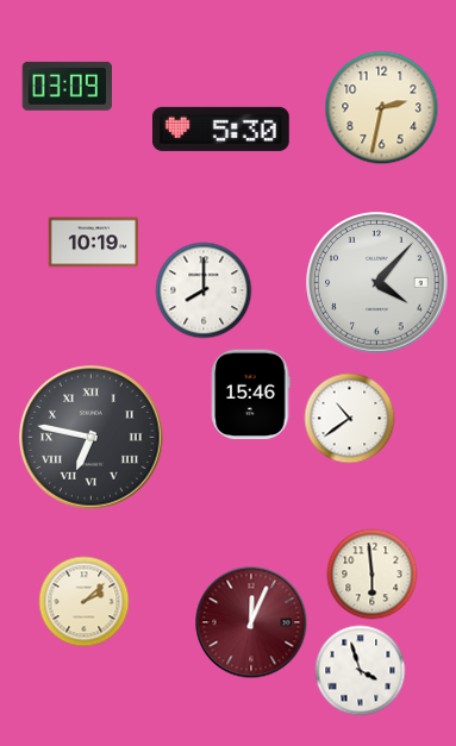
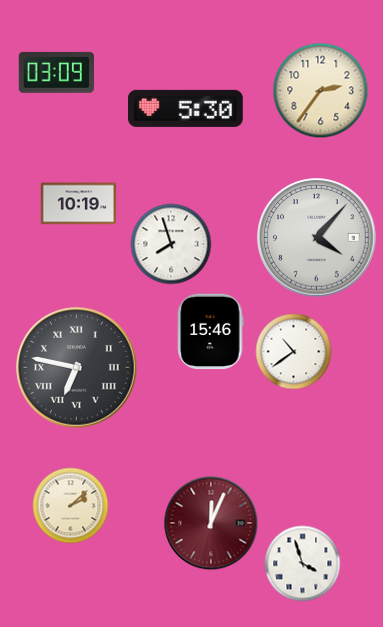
clock at (382, 108): 2:32 -> 2:36
clock at (204, 290): 8:00 -> 7:57
clock at (373, 575): 5:59 -> none
